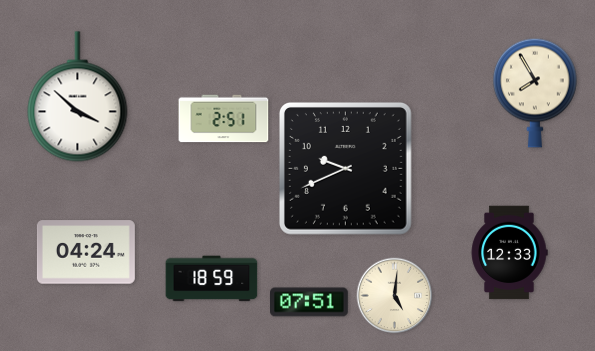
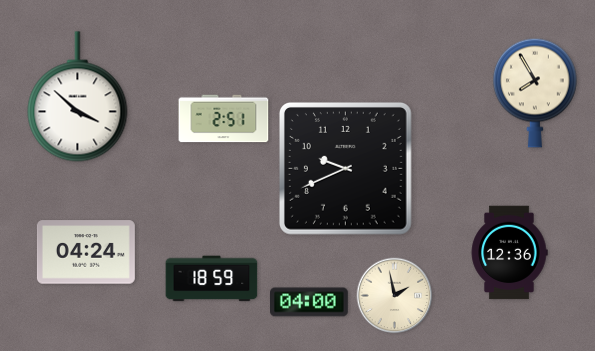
clock at (509, 253): 12:33 -> 12:36
clock at (395, 296): 5:01 -> 1:58
clock at (310, 302): 07:51 -> 04:00
